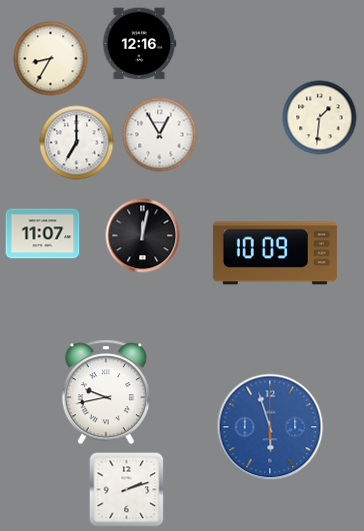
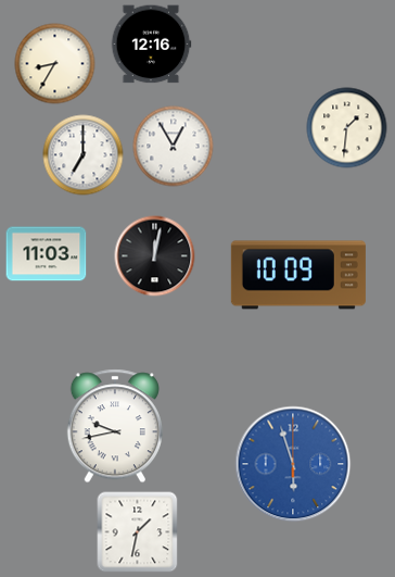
clock at (139, 44) position: (139, 44) -> (151, 45)
clock at (43, 234): 11:07 -> 11:03
clock at (127, 490): 2:12 -> 1:32
